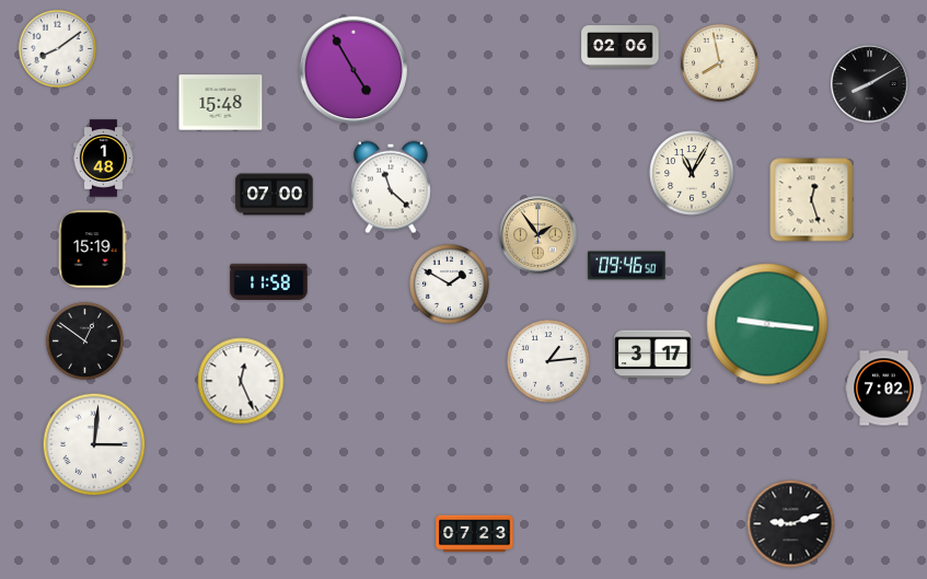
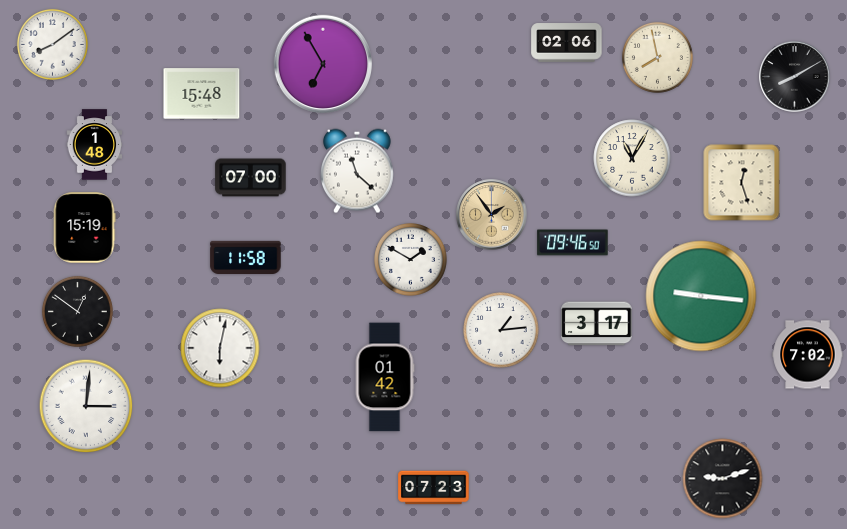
clock at (352, 69): 4:55 -> 6:55
clock at (241, 381): 12:26 -> 6:02
clock at (385, 377): none -> 01:42
